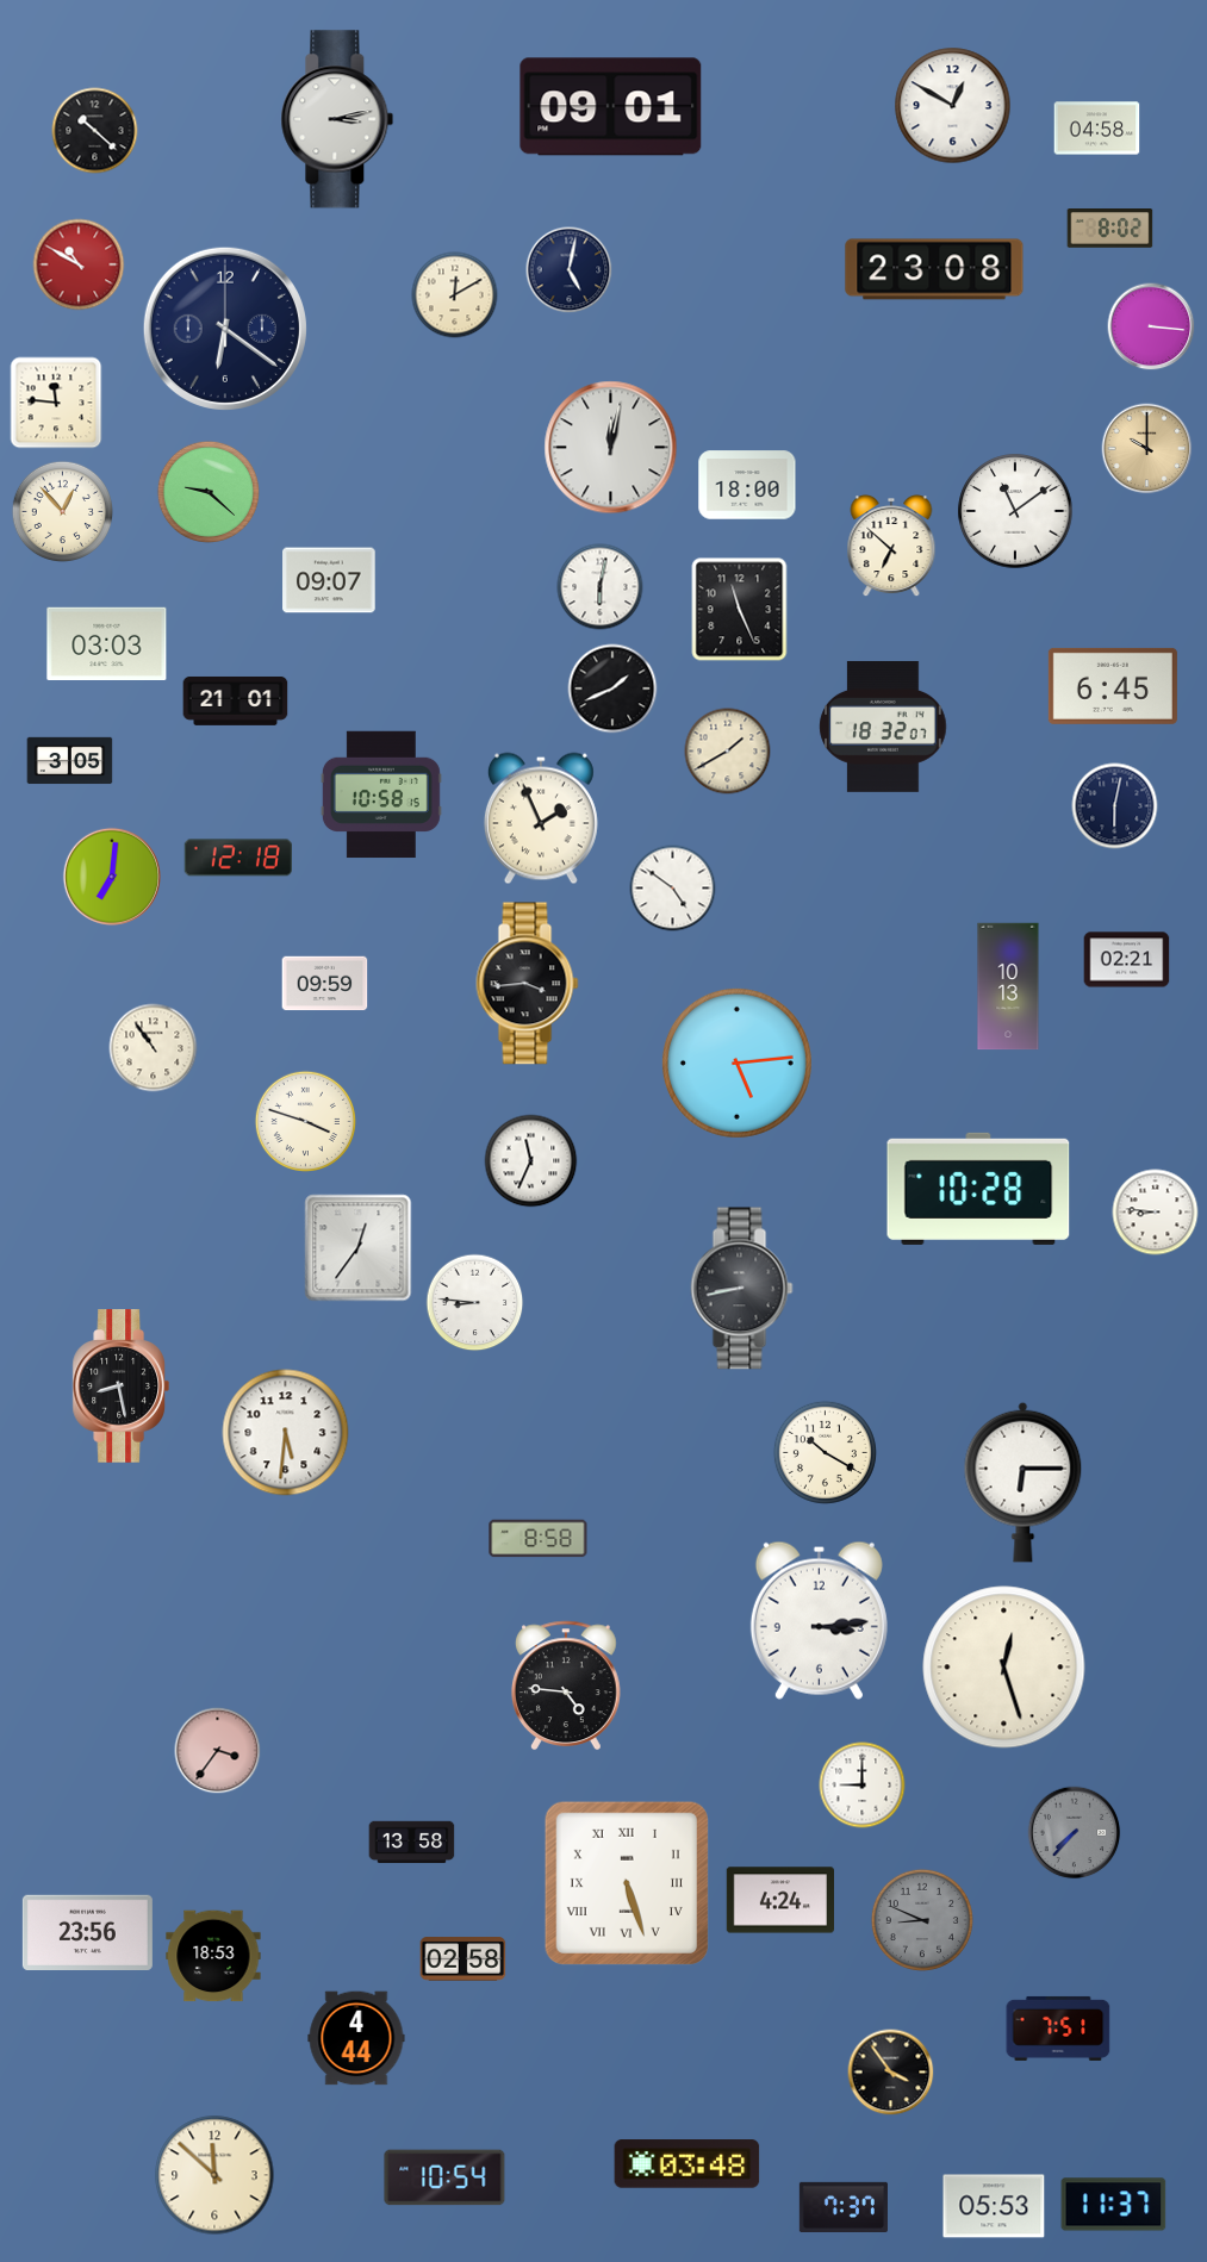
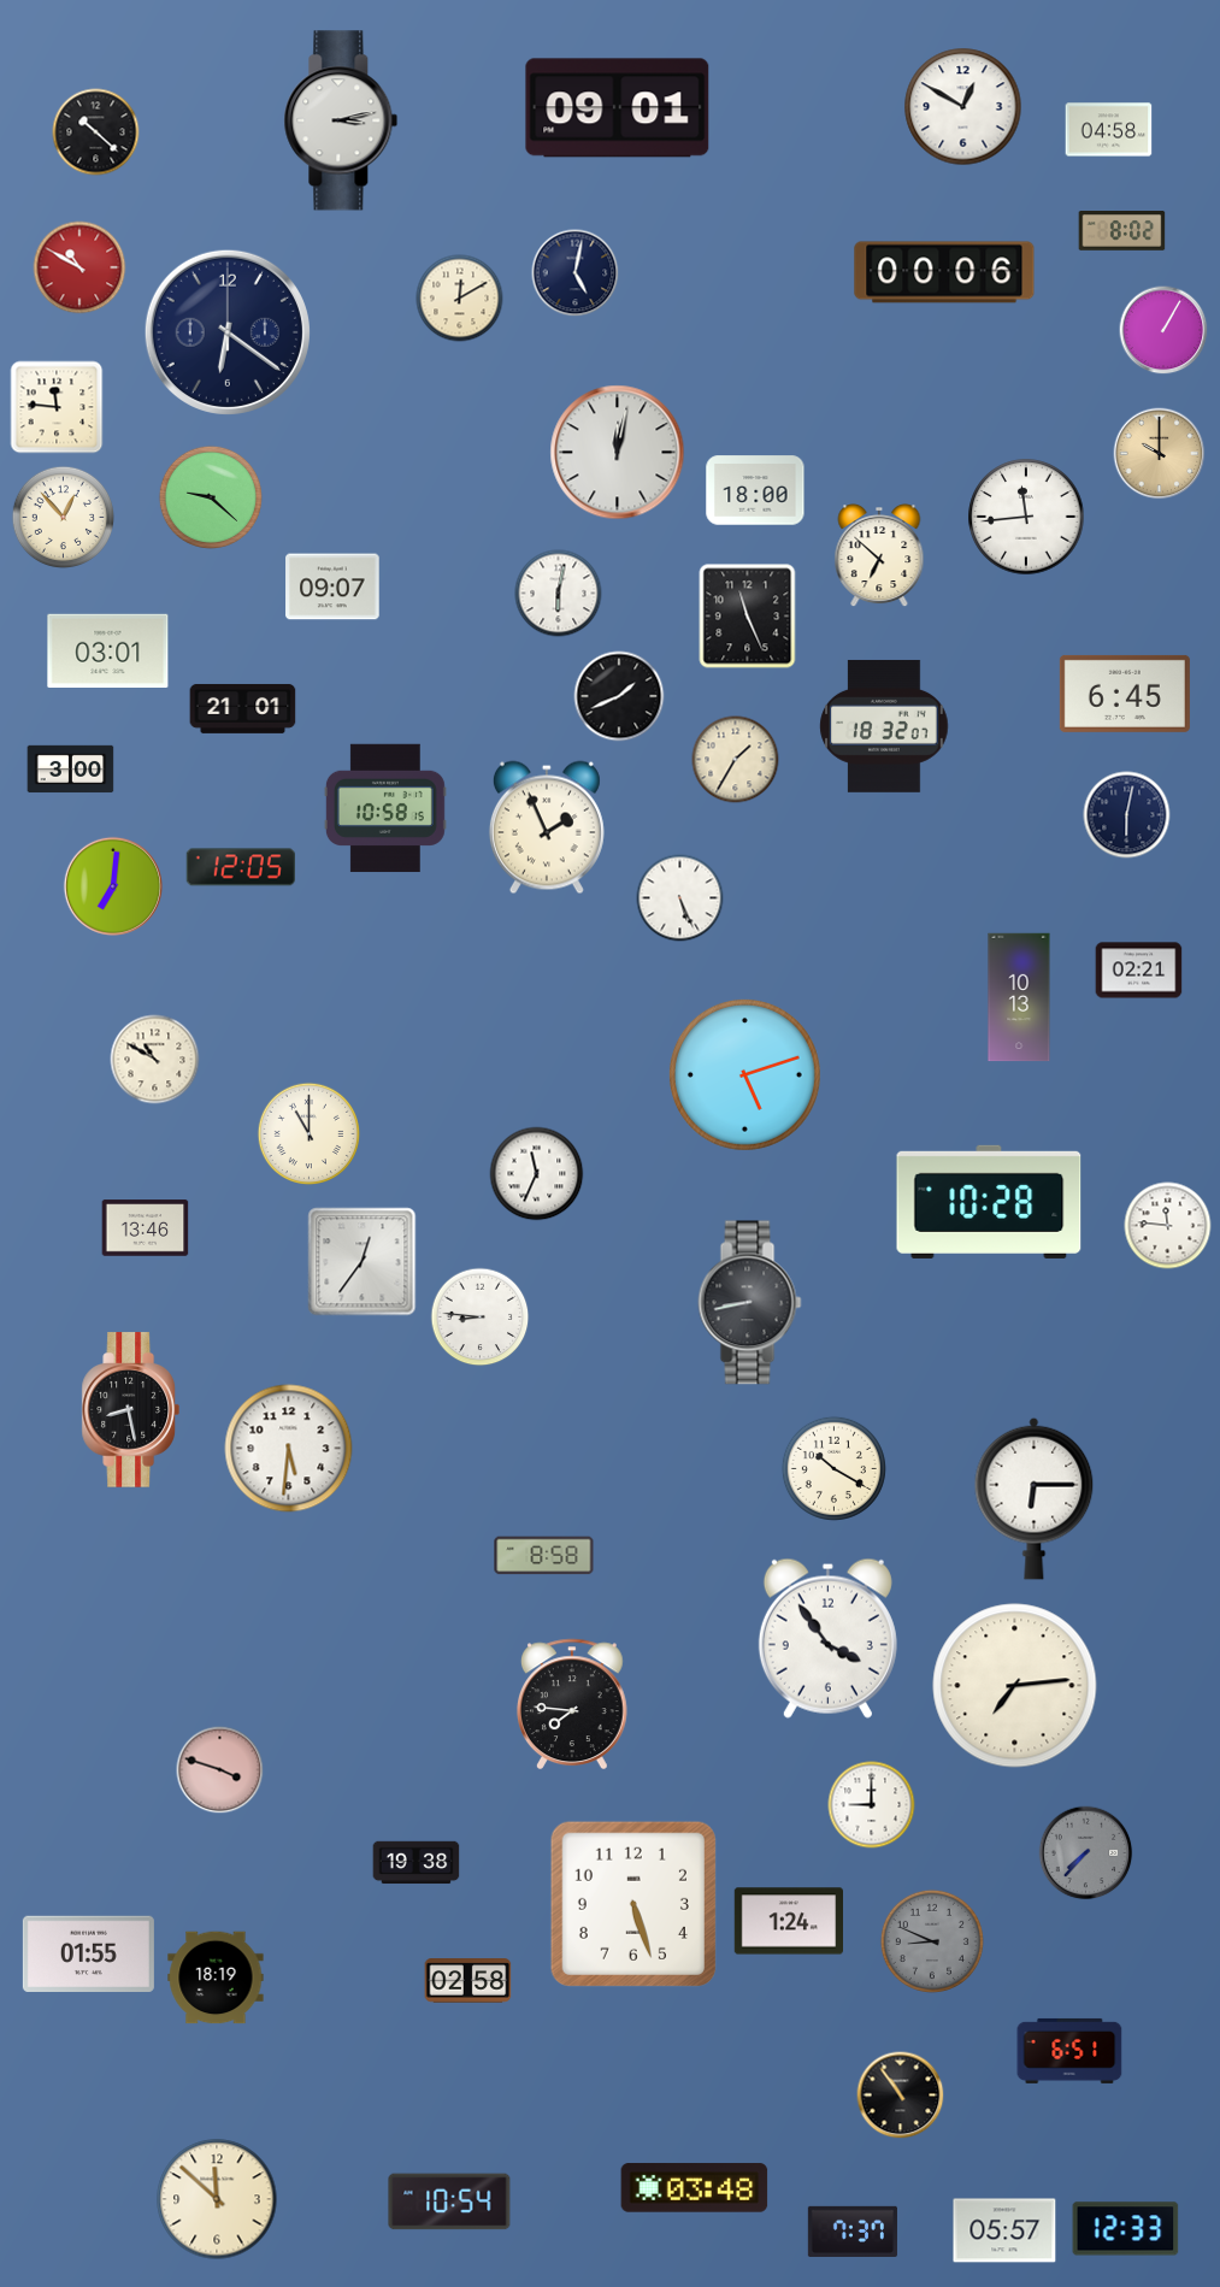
clock at (934, 269): 23:08 -> 00:06
clock at (1151, 326): 3:16 -> 1:05
clock at (1015, 511): 11:09 -> 11:44
clock at (891, 547) position: (891, 547) -> (879, 556)
clock at (601, 587) position: (601, 587) -> (559, 594)
clock at (107, 643): 03:03 -> 03:01
clock at (236, 700) position: (236, 700) -> (243, 708)
clock at (883, 727) position: (883, 727) -> (884, 726)
clock at (728, 752): 1:40 -> 1:35
clock at (70, 761): 3:05 -> 3:00
clock at (381, 794) position: (381, 794) -> (385, 808)
clock at (238, 858): 12:18 -> 12:05
clock at (673, 889): 4:51 -> 5:26
clock at (325, 984): 09:59 -> none
clock at (528, 984): 3:44 -> none
clock at (154, 1048): 10:54 -> 10:50
clock at (736, 1063): 5:14 -> 5:12
clock at (305, 1121): 3:48 -> 11:00
clock at (1156, 1213): 8:46 -> 11:46
clock at (146, 1228): none -> 13:46
clock at (120, 1387) position: (120, 1387) -> (130, 1410)
clock at (819, 1620): 3:14 -> 3:54
clock at (1004, 1668): 12:27 -> 7:14
clock at (566, 1685): 4:46 -> 7:46
clock at (218, 1751): 3:36 -> 3:48
clock at (412, 1843): 13:58 -> 19:38
clock at (627, 1883) numerals: Roman -> Arabic
clock at (779, 1900): 4:24 -> 1:24
clock at (87, 1932): 23:56 -> 01:55
clock at (213, 1956): 18:53 -> 18:19
clock at (1058, 2029): 7:51 -> 6:51
clock at (356, 2038): 4:44 -> none
clock at (891, 2073): 3:54 -> 10:54
clock at (1114, 2205): 11:37 -> 12:33
clock at (994, 2206): 05:53 -> 05:57
